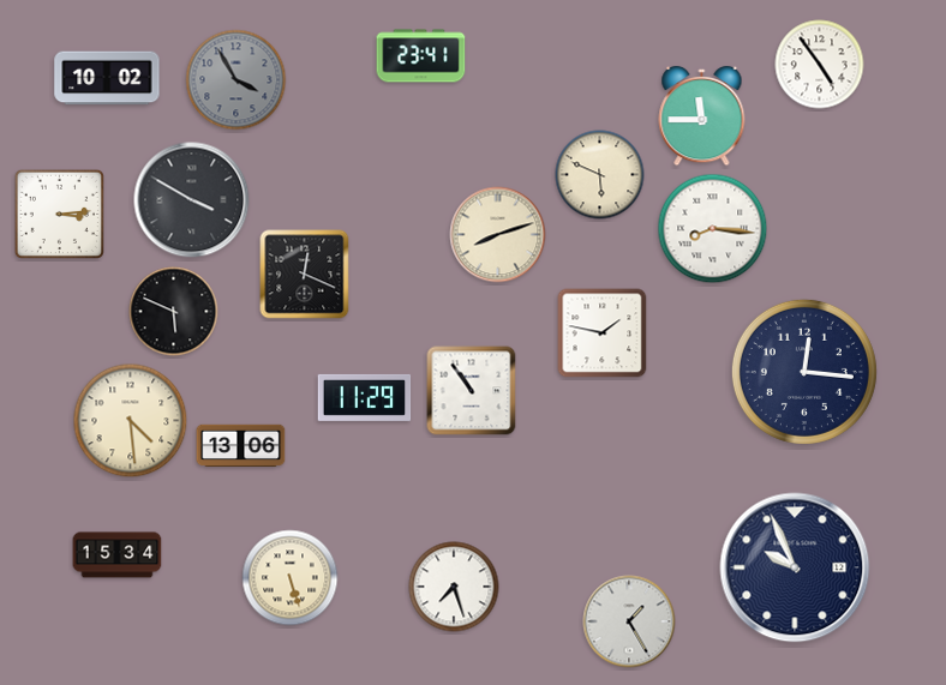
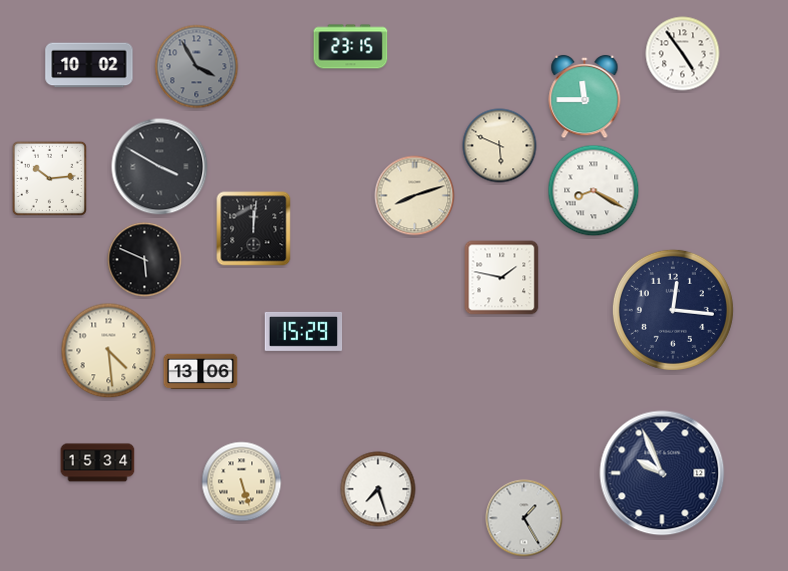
clock at (421, 56): 23:41 -> 23:15
clock at (59, 214): 3:14 -> 10:14
clock at (713, 229): 8:16 -> 8:20
clock at (305, 275): 12:19 -> 12:01
clock at (804, 372) position: (804, 372) -> (673, 310)
clock at (472, 391): 10:54 -> none
clock at (365, 397): 11:29 -> 15:29
